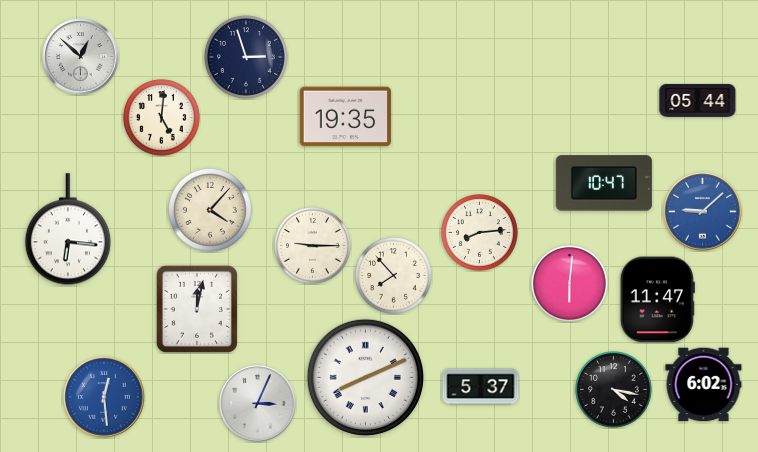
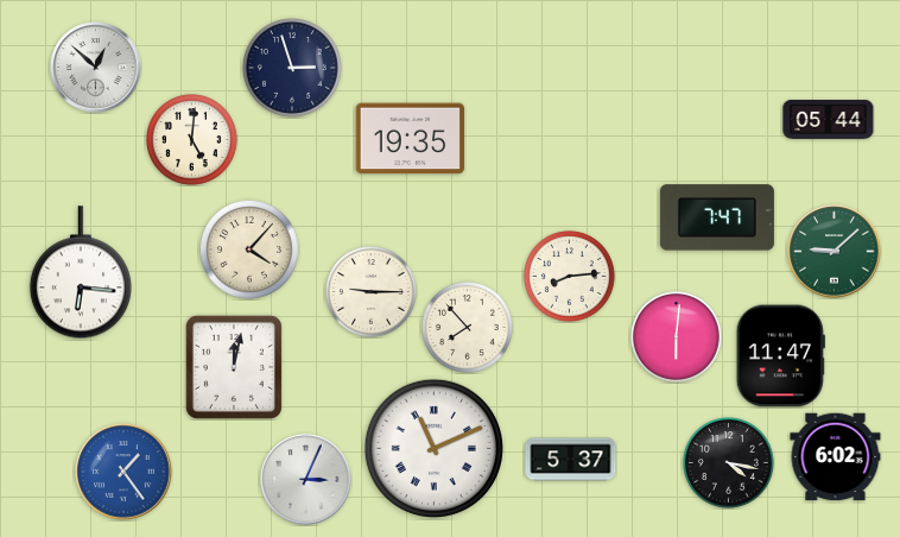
clock at (604, 183): 10:47 -> 7:47
clock at (703, 212) dial: blue -> green
clock at (365, 377): 8:11 -> 11:11
clock at (104, 397): 12:29 -> 1:24
